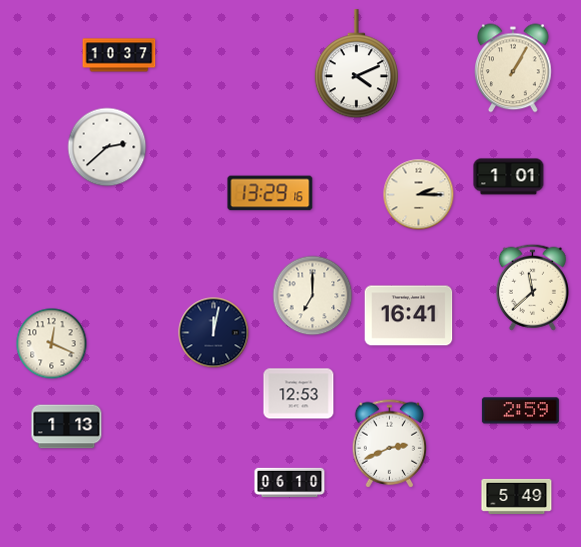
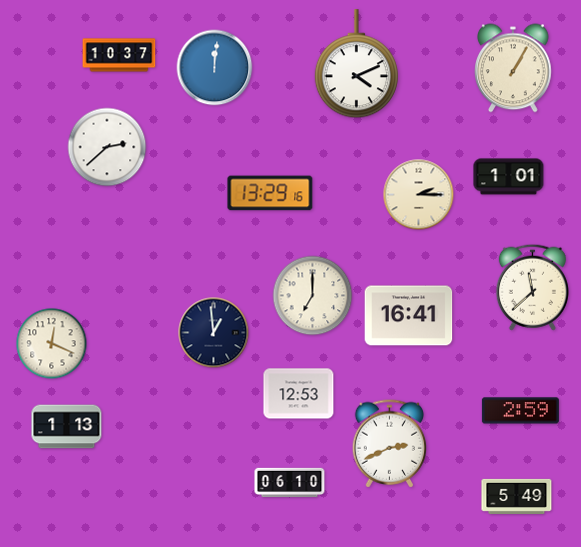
clock at (215, 68): none -> 12:01
clock at (214, 333): 12:02 -> 12:59
